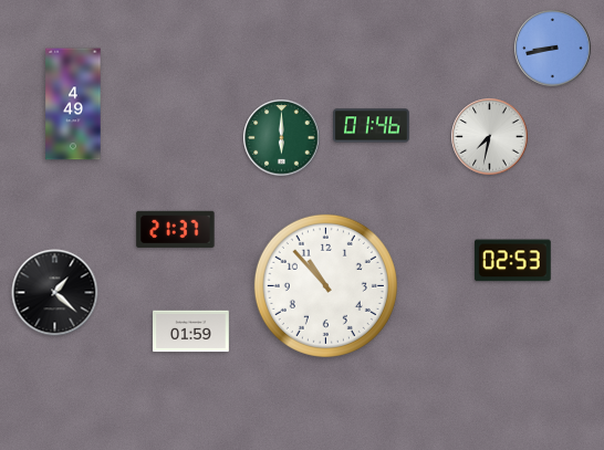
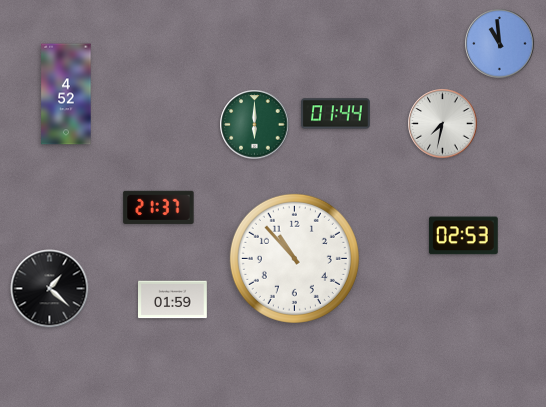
clock at (553, 49): 8:43 -> 10:59
clock at (73, 104): 4:49 -> 4:52
clock at (372, 126): 01:46 -> 01:44
clock at (55, 293) position: (55, 293) -> (50, 289)
